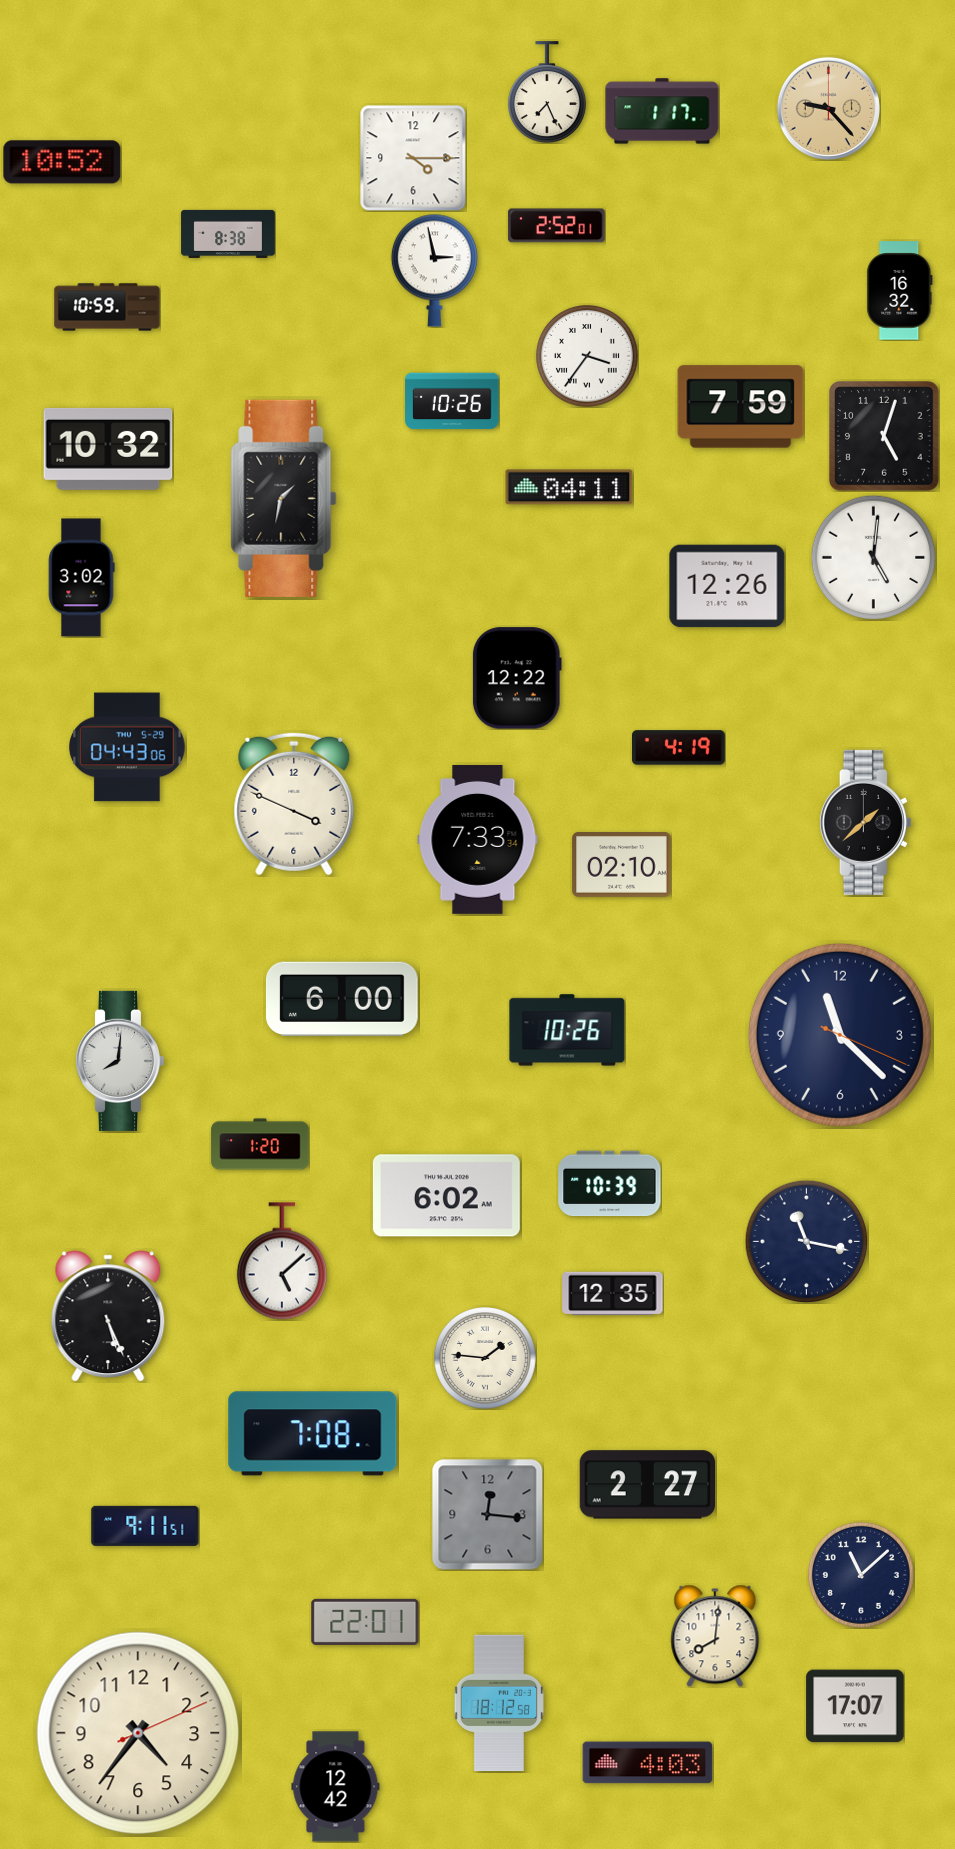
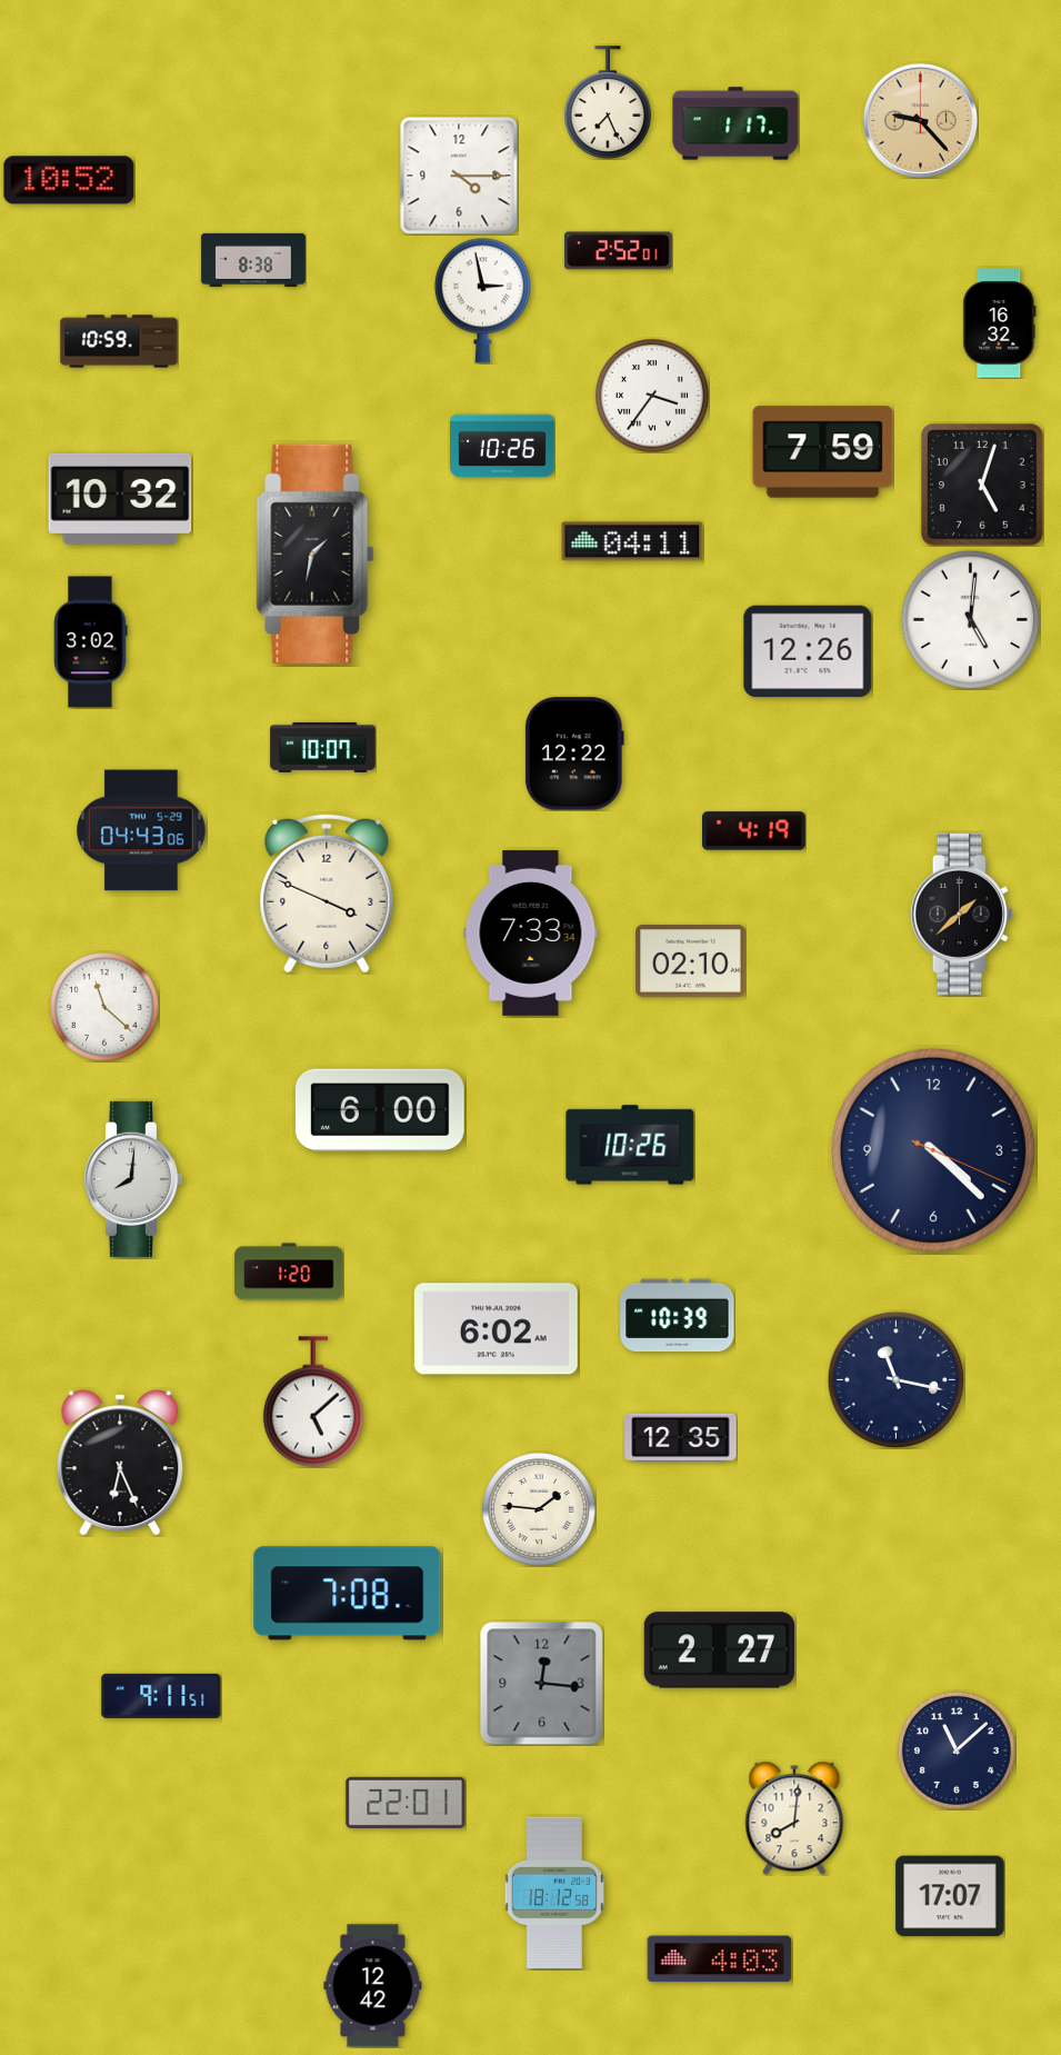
clock at (323, 747): none -> 10:07
clock at (104, 1007): none -> 11:22
clock at (840, 1035): 11:22 -> 4:22
clock at (108, 1316): 5:26 -> 6:26
clock at (138, 1733): 4:36 -> none
